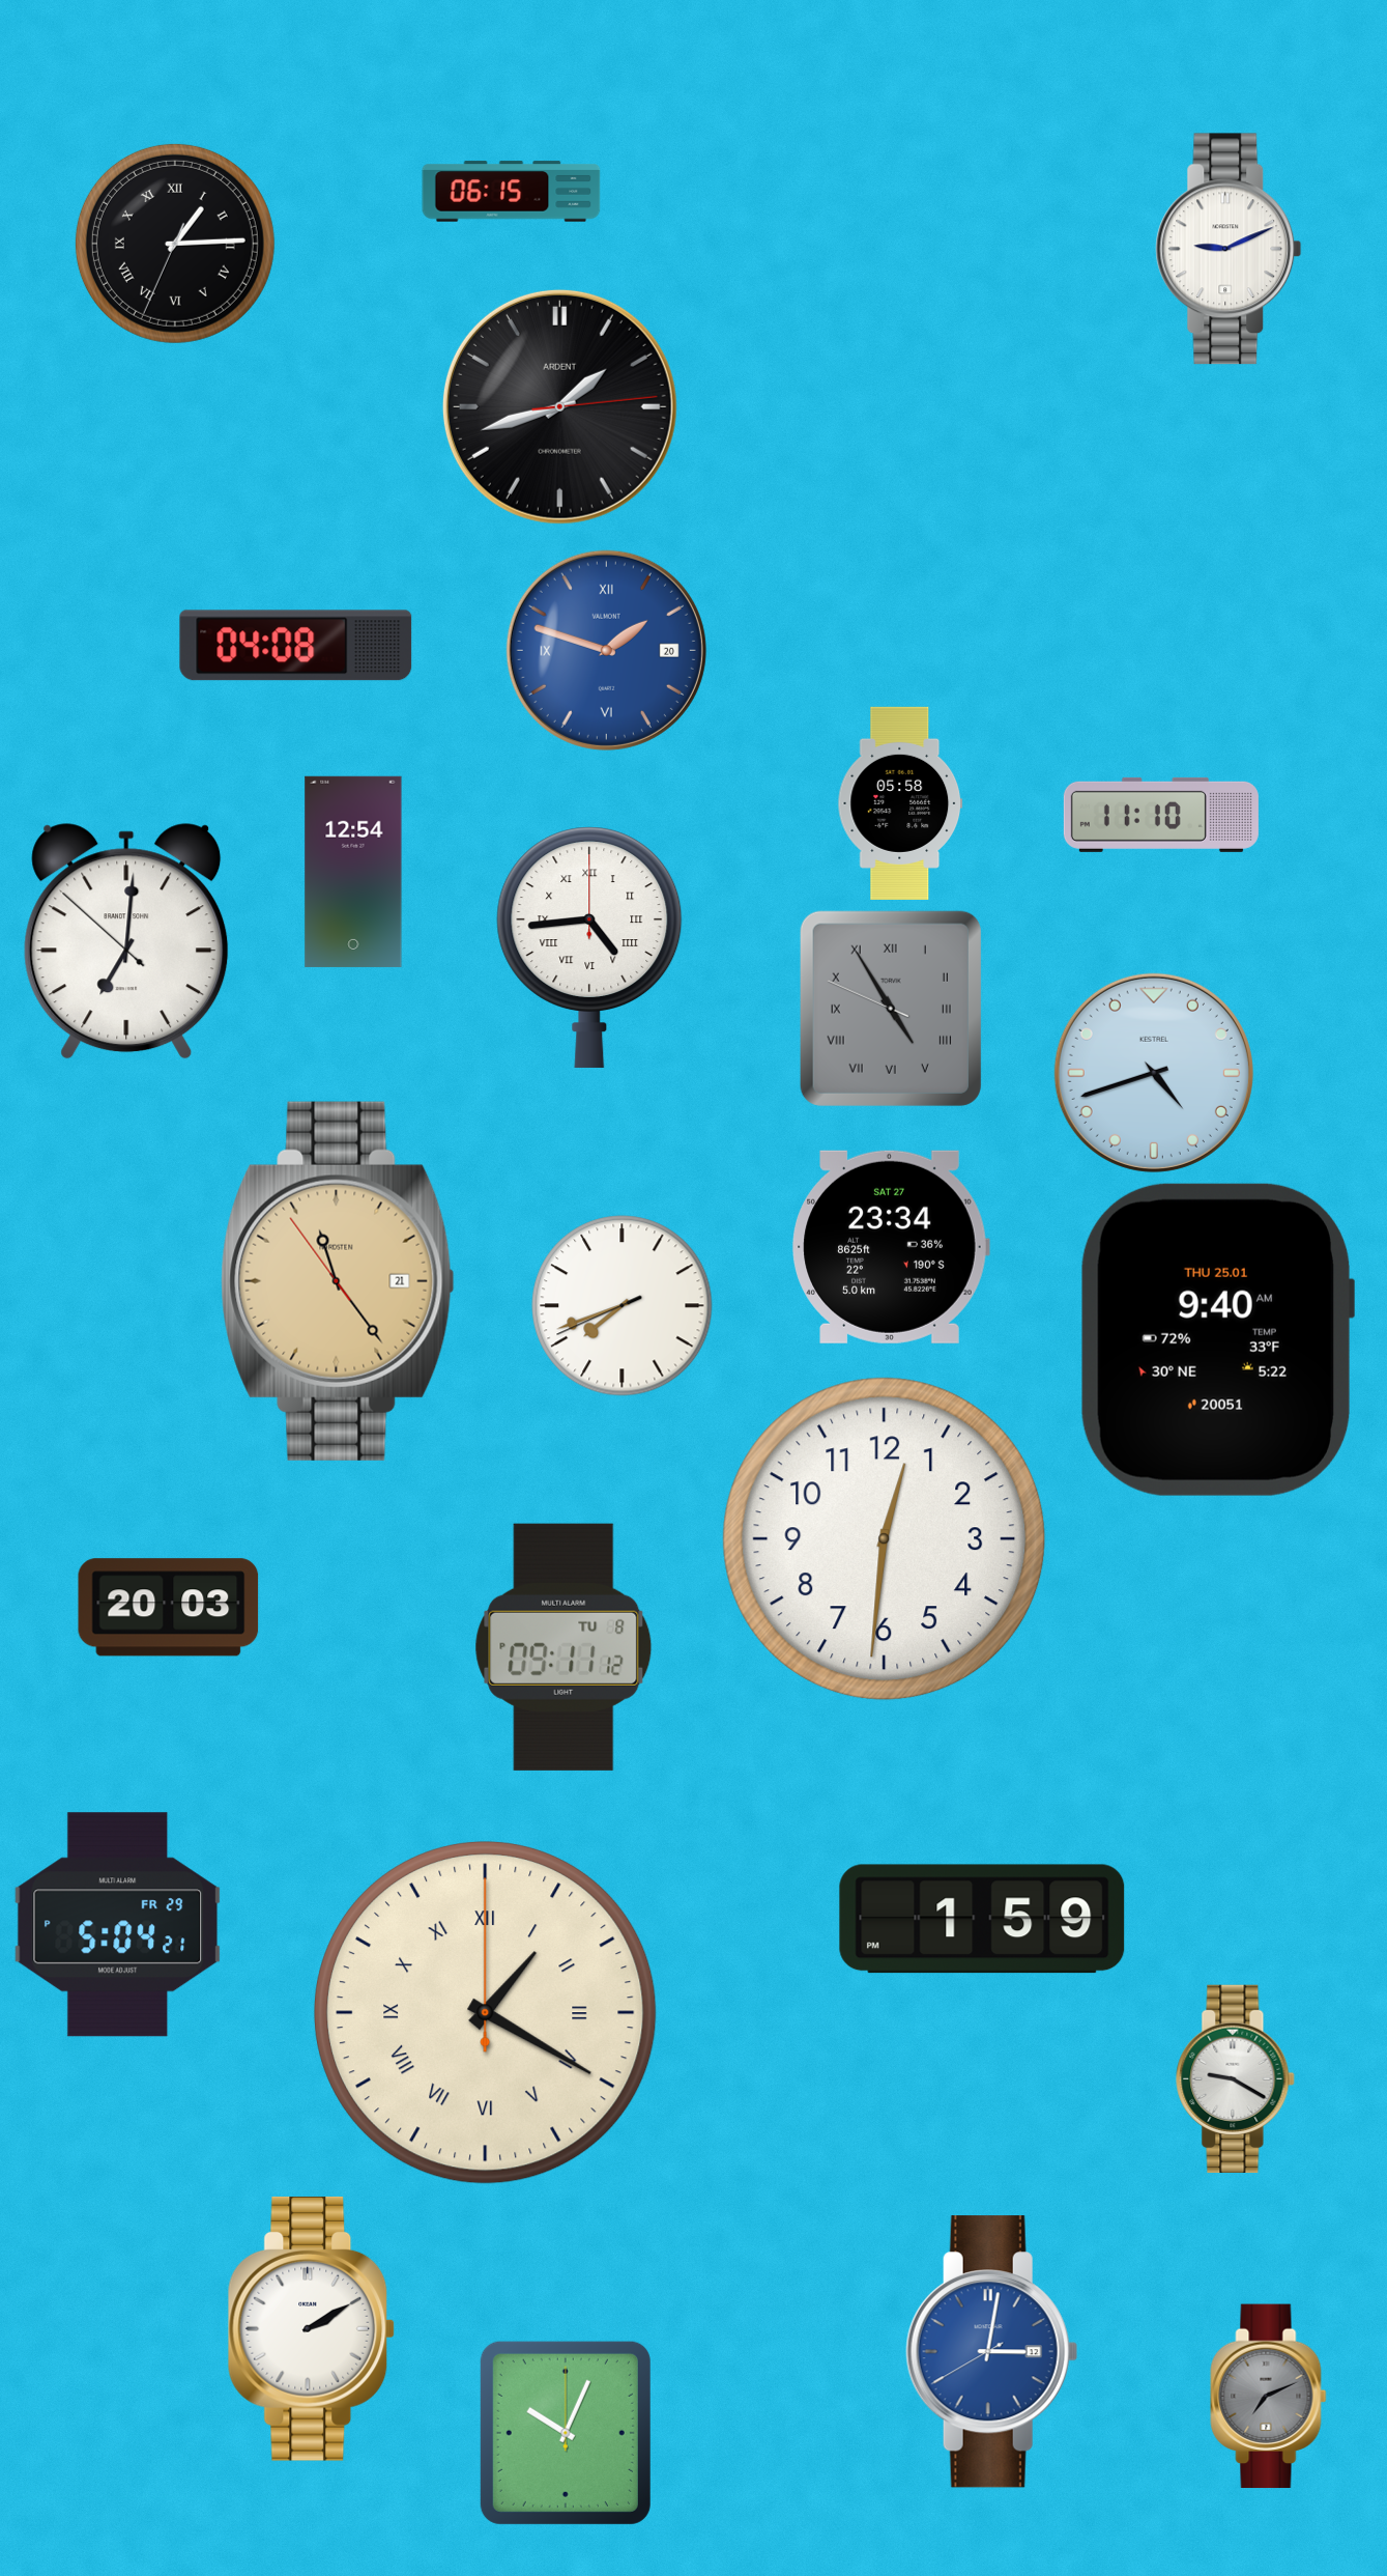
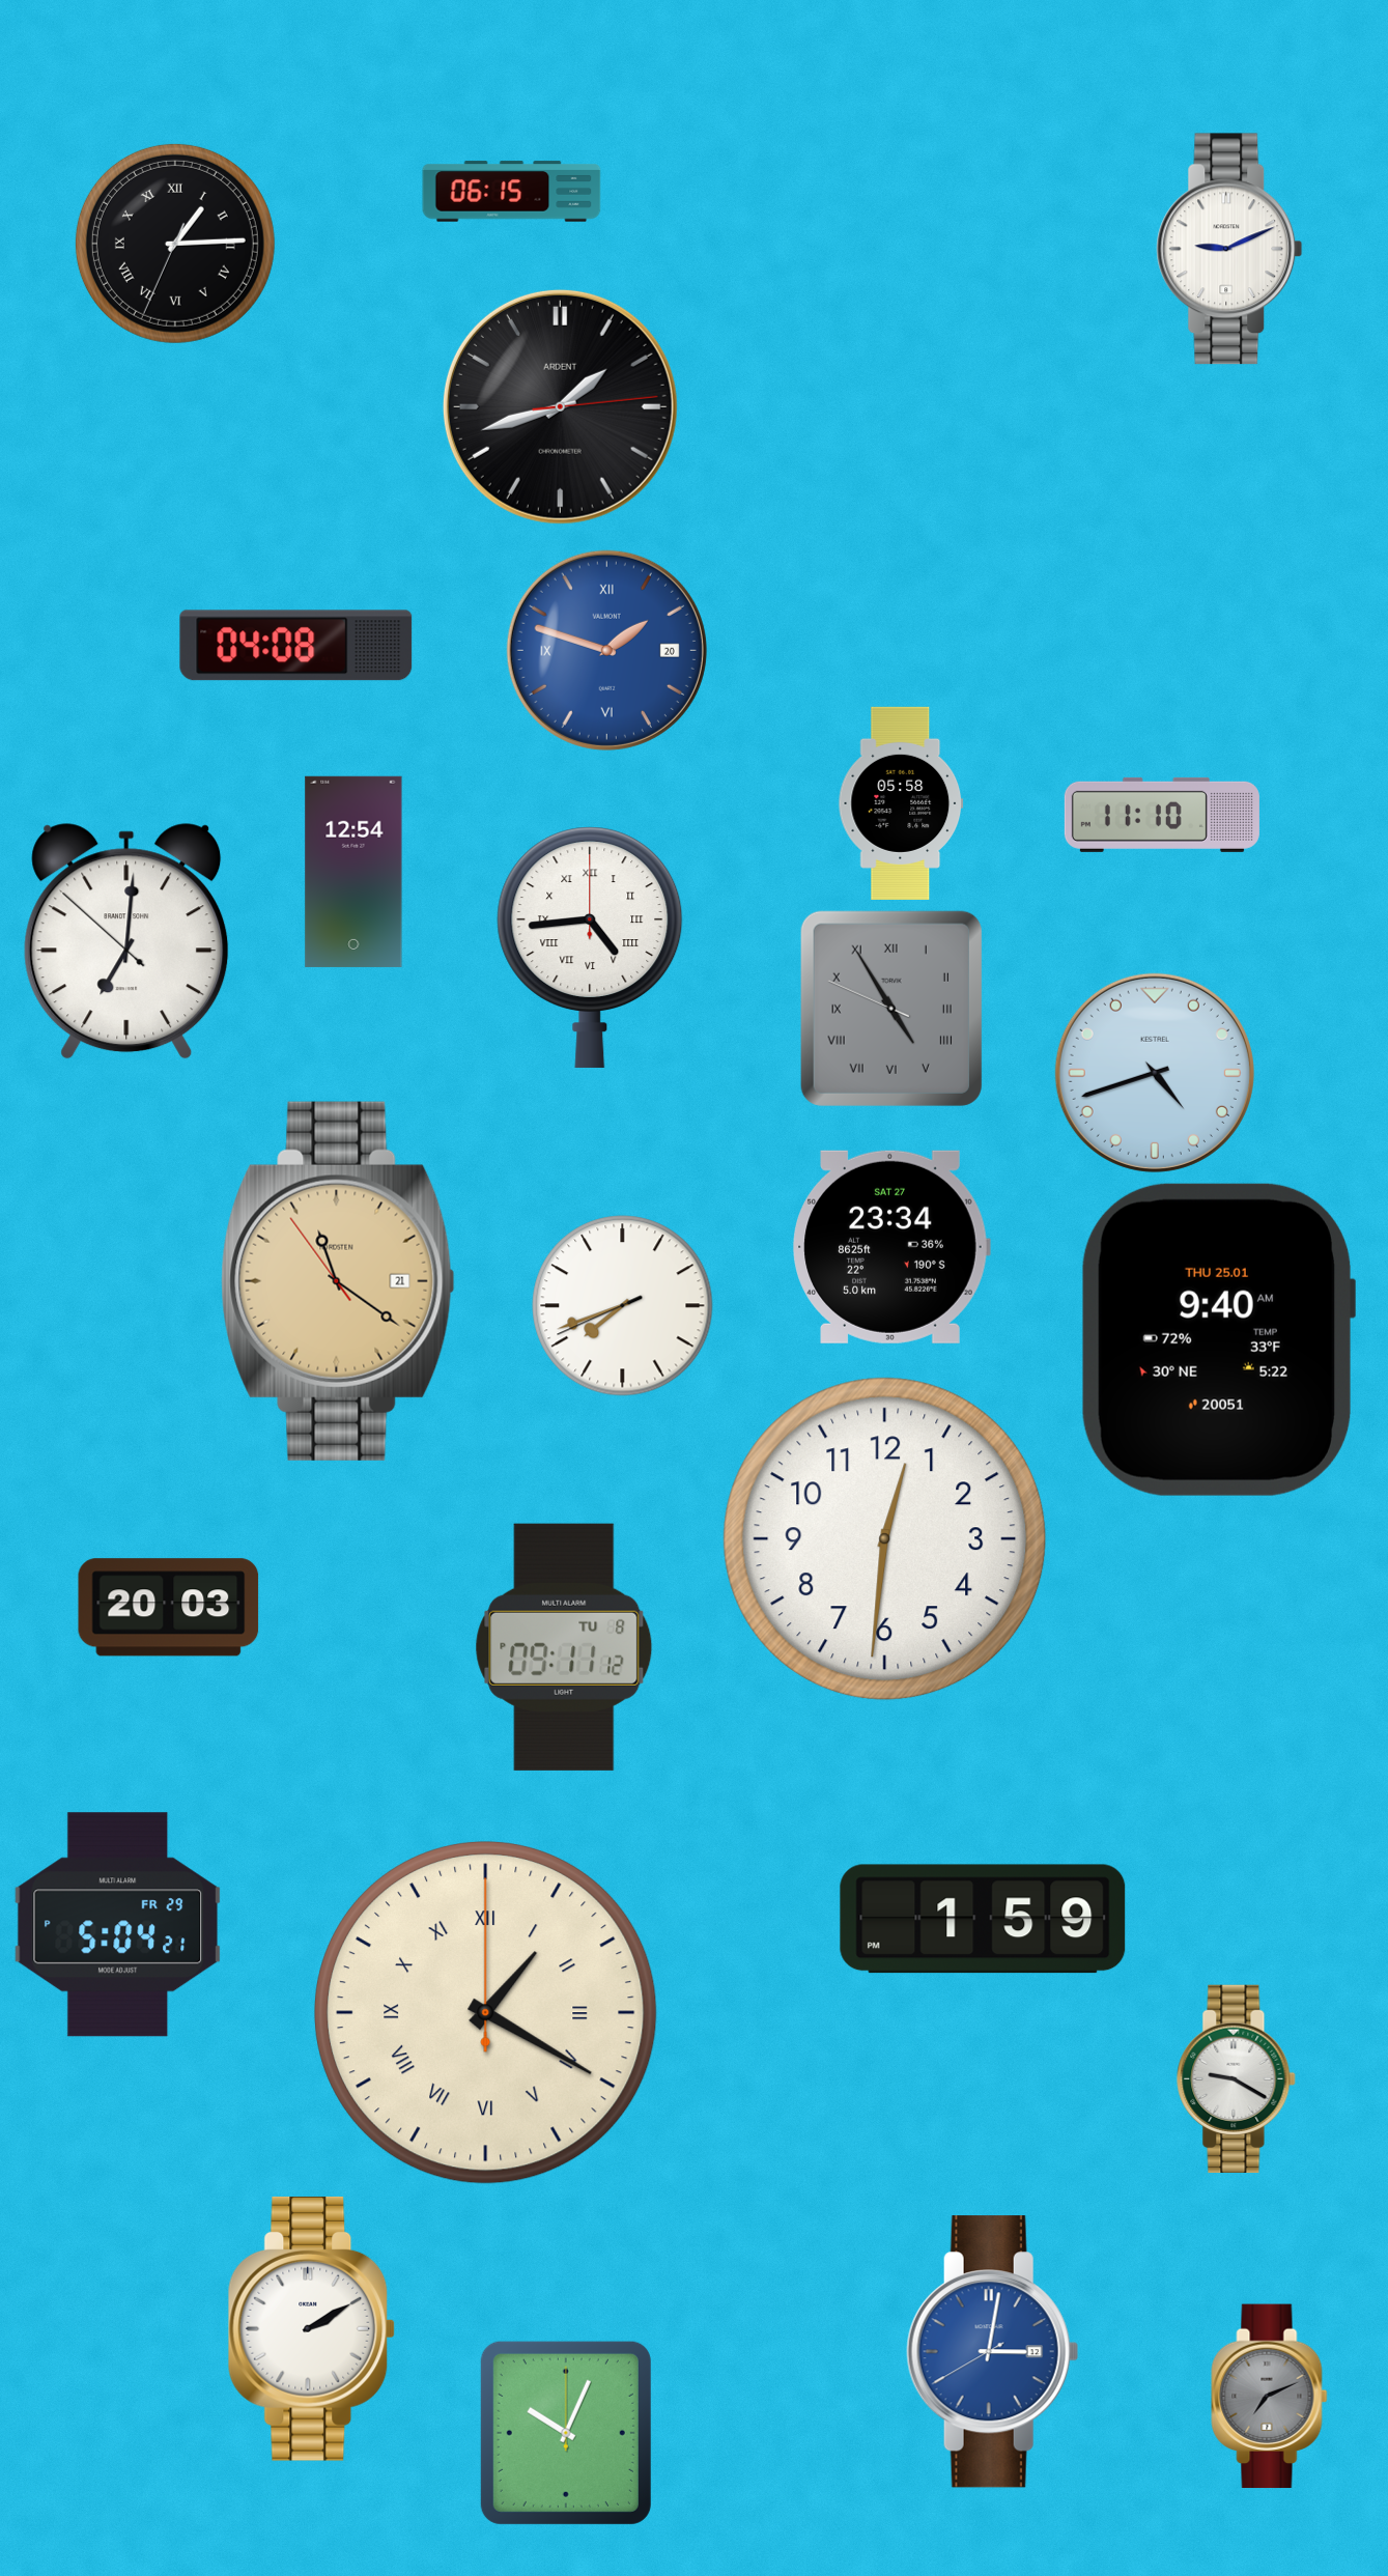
clock at (338, 1281): 11:23 -> 11:20
